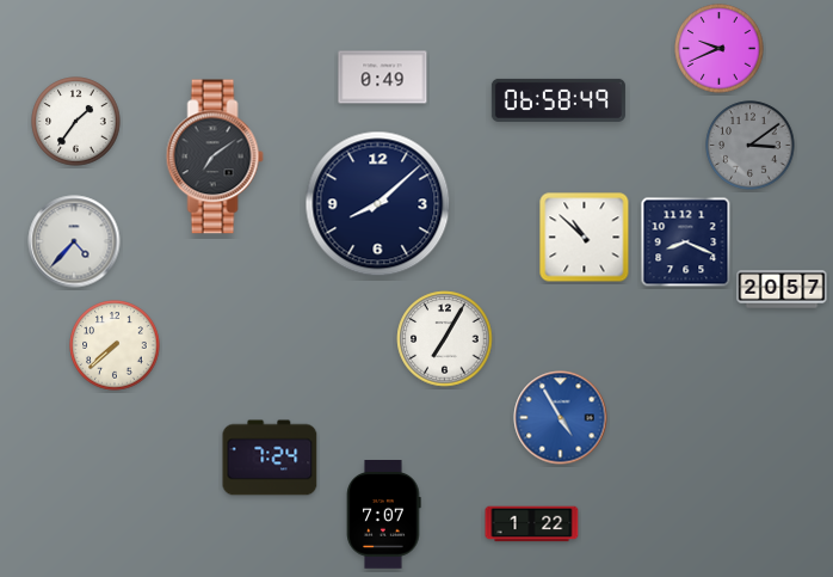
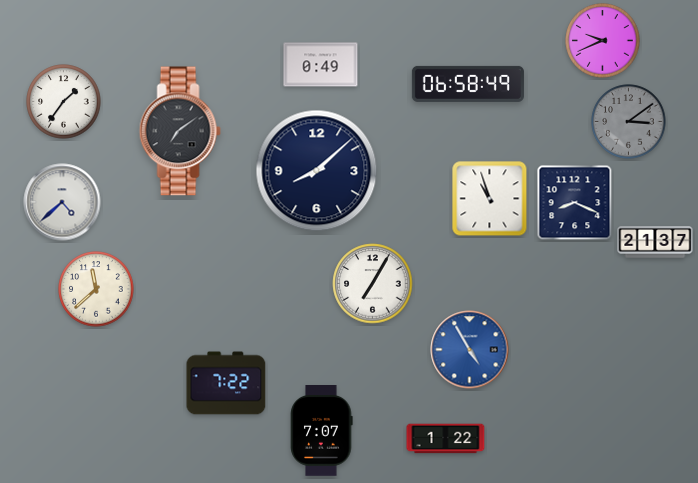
clock at (585, 238): 10:52 -> 10:57
clock at (74, 241): 4:37 -> 4:38
clock at (782, 289): 20:57 -> 21:37
clock at (115, 345): 7:38 -> 11:38
clock at (270, 458): 7:24 -> 7:22
